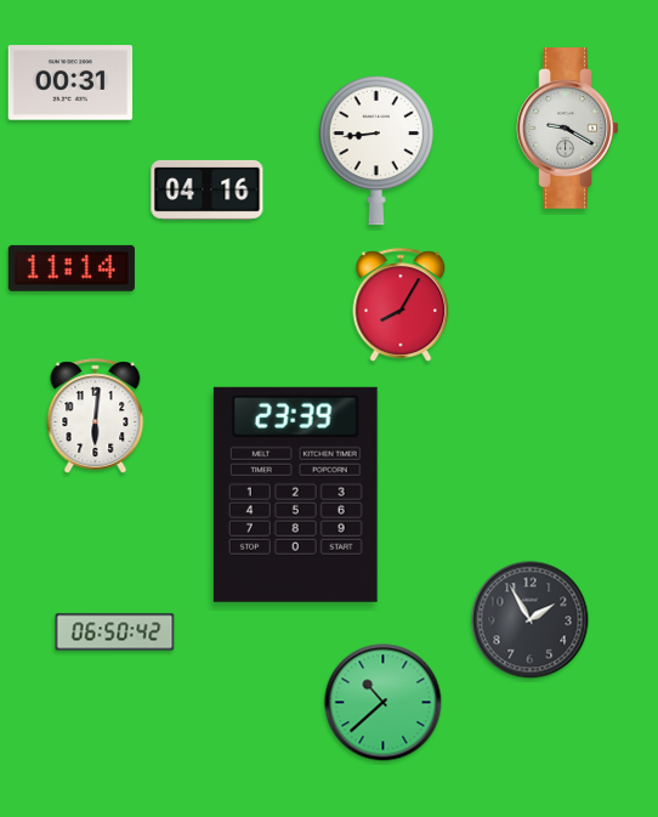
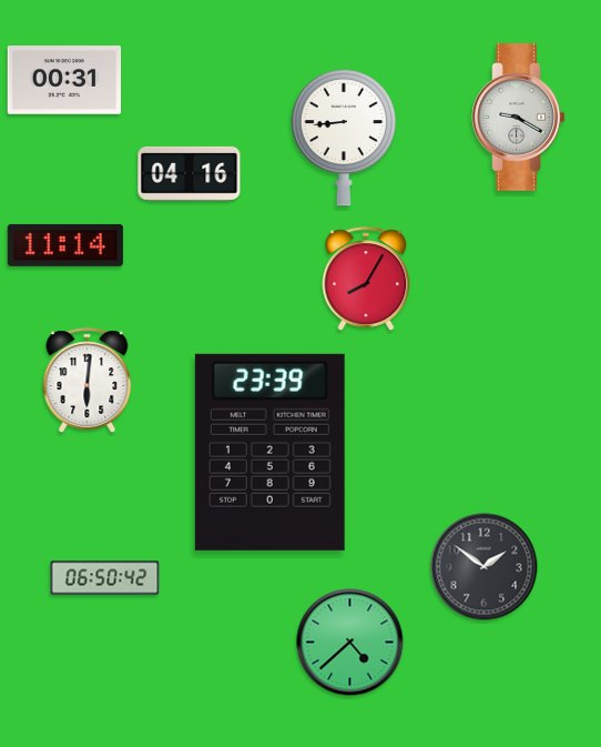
clock at (70, 83) position: (70, 83) -> (64, 80)
clock at (531, 620): 1:55 -> 1:51
clock at (384, 703): 10:38 -> 4:38
